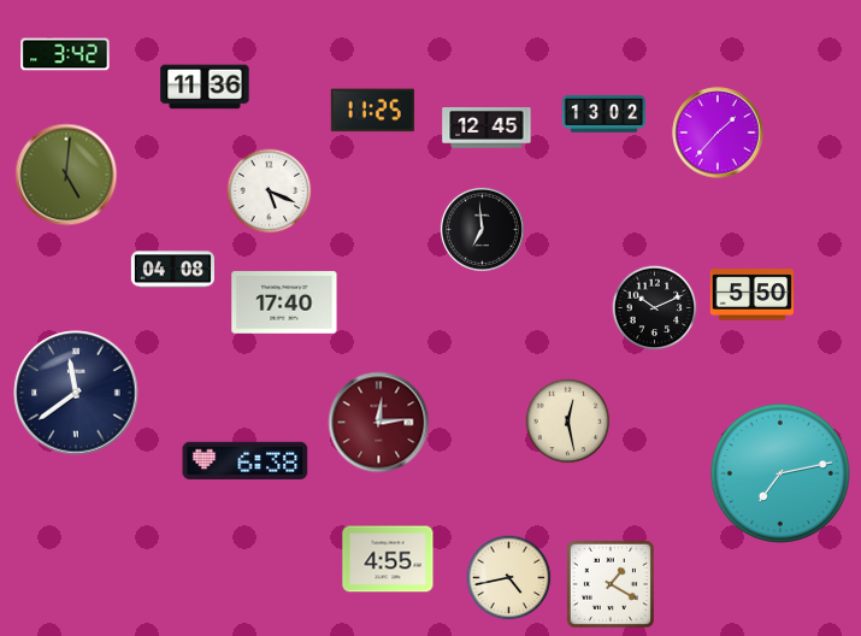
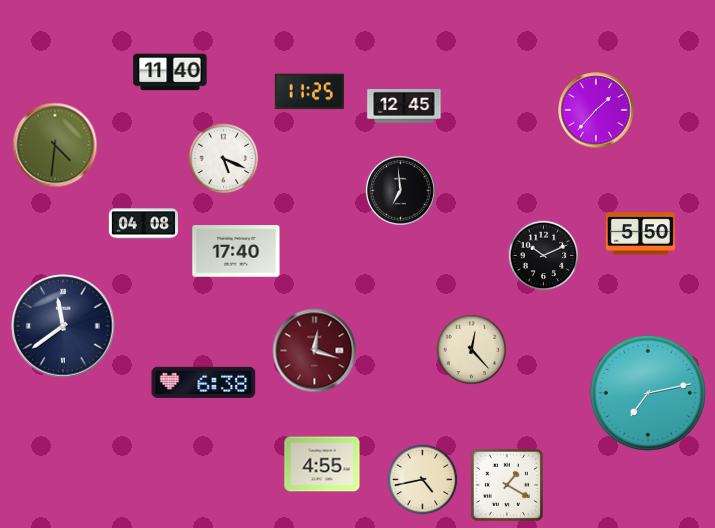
clock at (65, 54): 3:42 -> none
clock at (205, 87): 11:36 -> 11:40
clock at (603, 113): 13:02 -> none
clock at (66, 175): 5:01 -> 4:31
clock at (751, 295) position: (751, 295) -> (640, 234)
clock at (568, 422): 12:28 -> 12:23
clock at (379, 423): 12:14 -> 12:18
